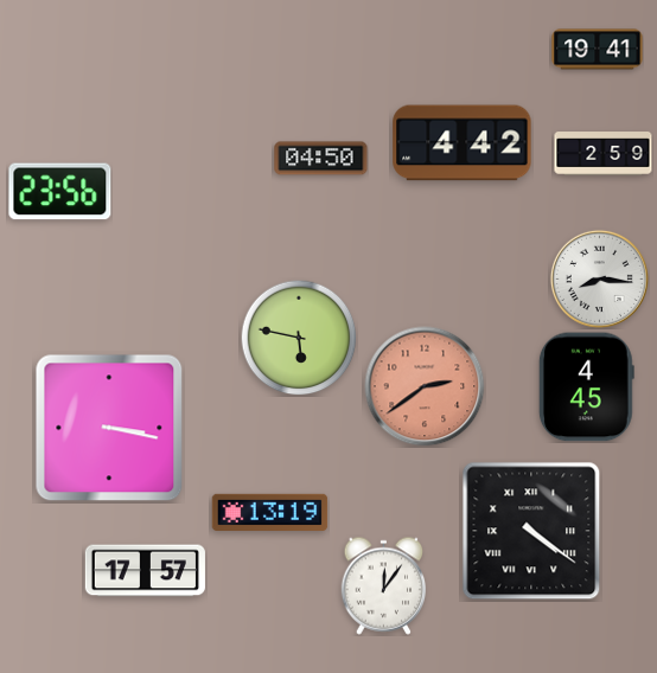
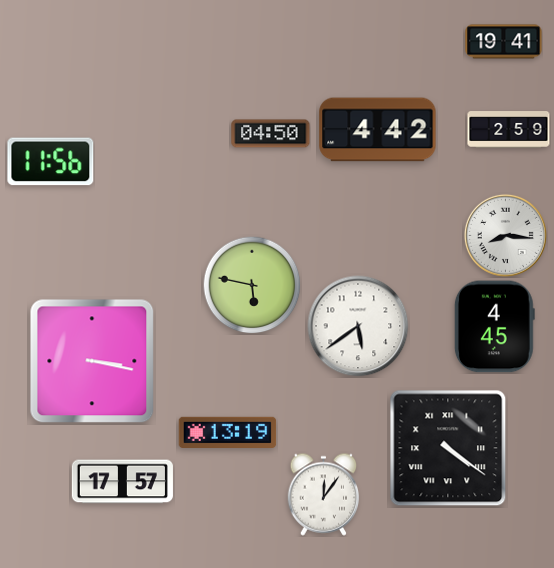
clock at (463, 143) position: (463, 143) -> (378, 130)
clock at (60, 192): 23:56 -> 11:56
clock at (425, 386): 2:39 -> 5:39
clock at (425, 386) dial: salmon -> white
